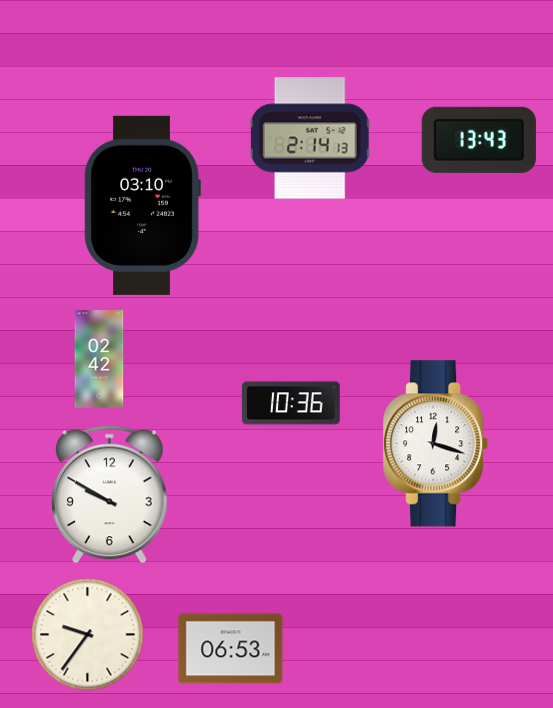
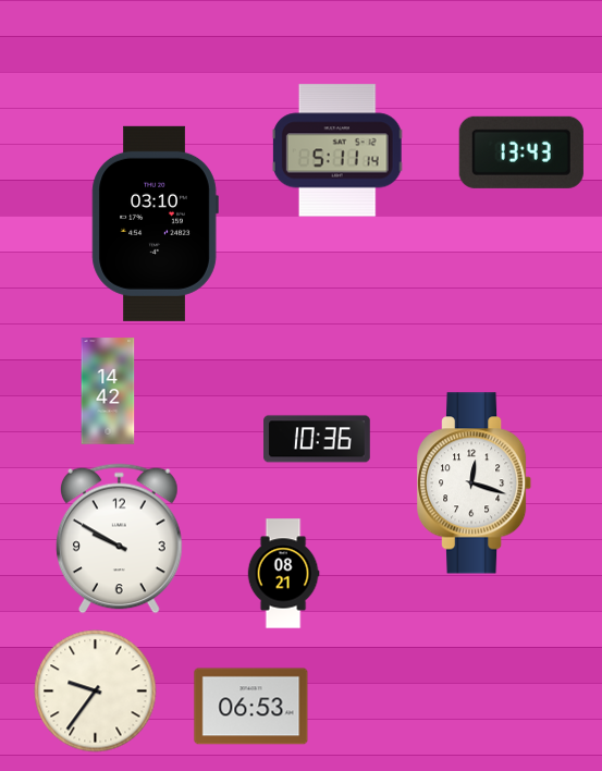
clock at (310, 138): 2:14 -> 5:11
clock at (99, 359): 02:42 -> 14:42
clock at (283, 574): none -> 08:21
